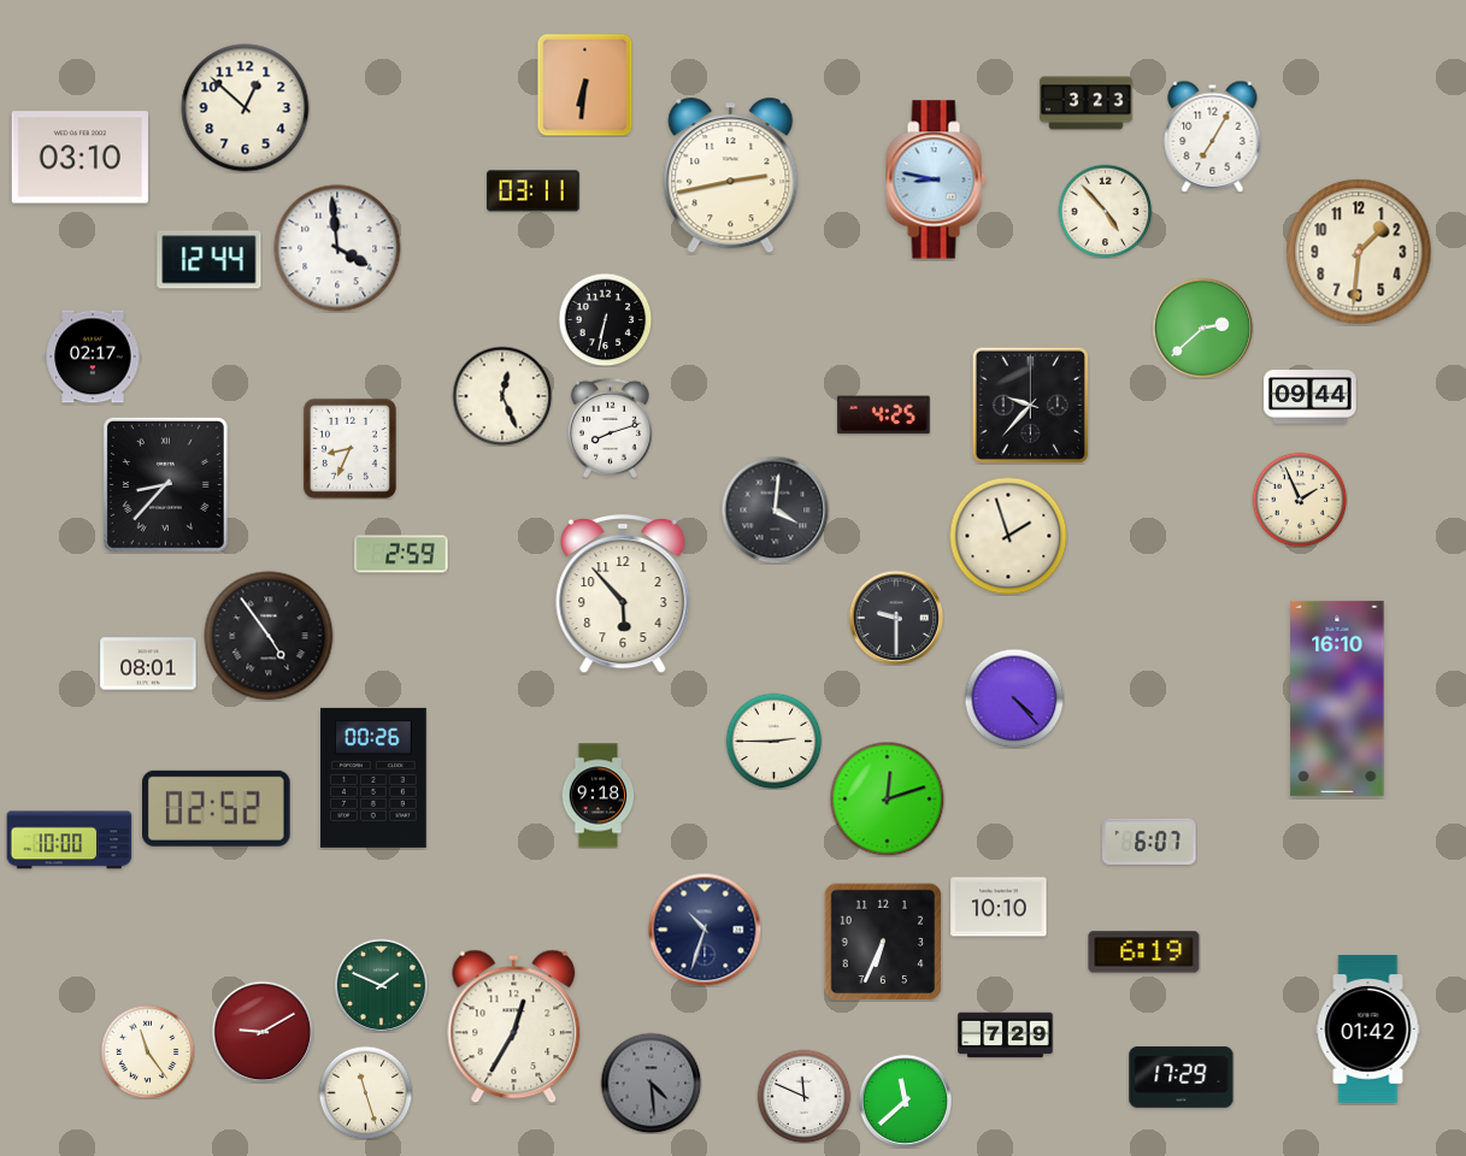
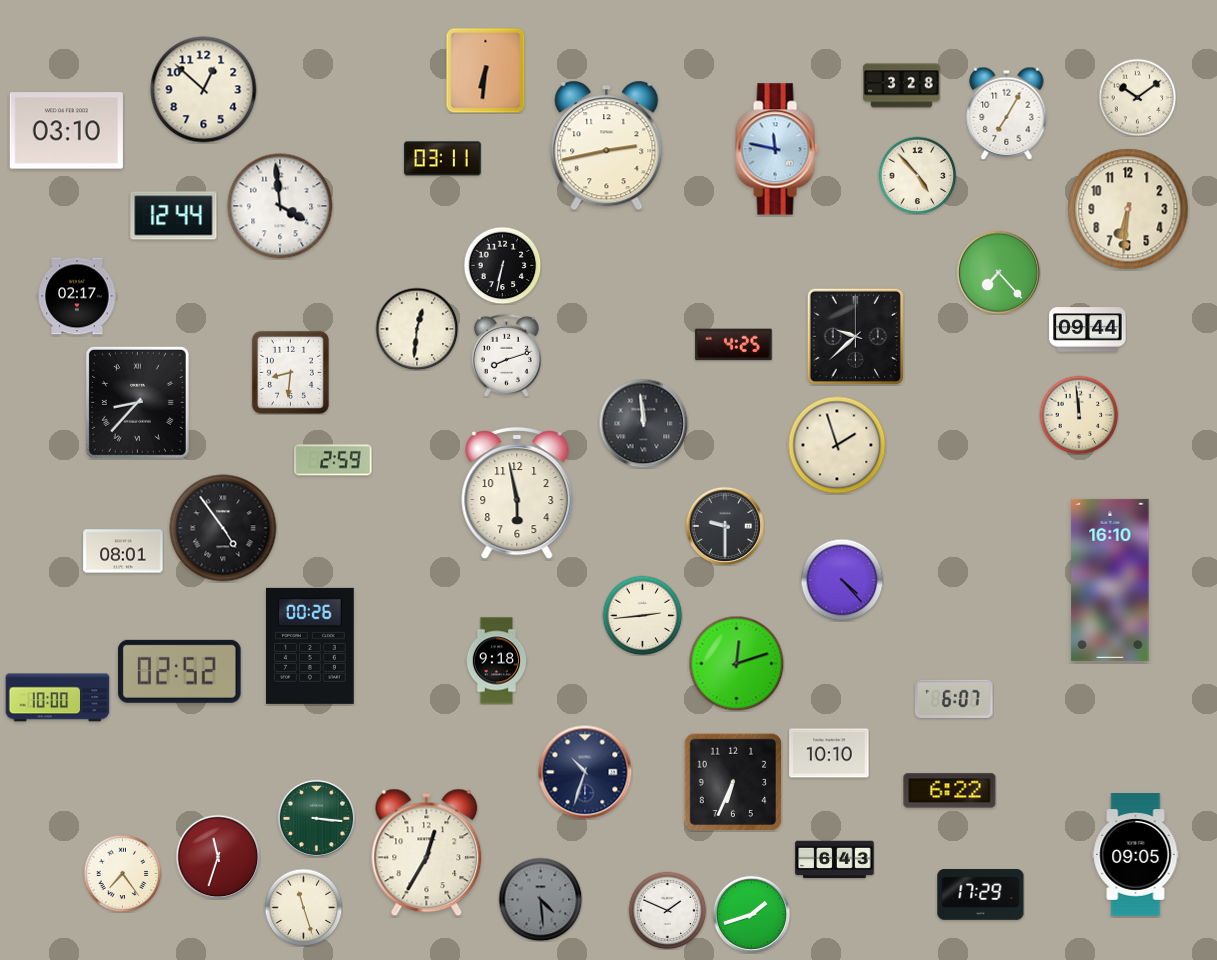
clock at (1087, 104): 3:23 -> 3:28
clock at (1137, 97): none -> 10:09
clock at (936, 179): 8:47 -> 11:47
clock at (1359, 252): 1:31 -> 6:31
clock at (1202, 328): 2:38 -> 7:23
clock at (502, 396): 12:26 -> 12:31
clock at (1030, 405): 9:37 -> 9:38
clock at (349, 448): 8:34 -> 8:31
clock at (1300, 500): 1:56 -> 11:59
clock at (775, 509): 4:01 -> 11:59
clock at (623, 595): 5:53 -> 5:58
clock at (895, 617) position: (895, 617) -> (724, 525)
clock at (773, 741): 2:45 -> 2:44
clock at (1144, 952): 6:19 -> 6:22
clock at (381, 985): 1:49 -> 3:16
clock at (1368, 1030): 01:42 -> 09:05
clock at (263, 1032): 9:10 -> 11:33
clock at (1006, 1036): 7:29 -> 6:43
clock at (147, 1051): 11:24 -> 7:24
clock at (803, 1096): 11:49 -> 1:49
clock at (905, 1101): 11:38 -> 1:42
